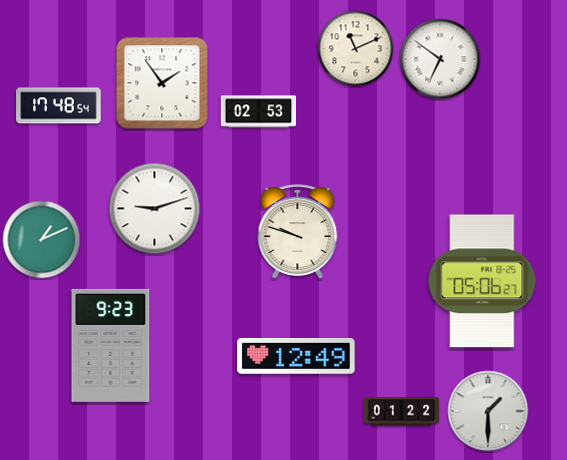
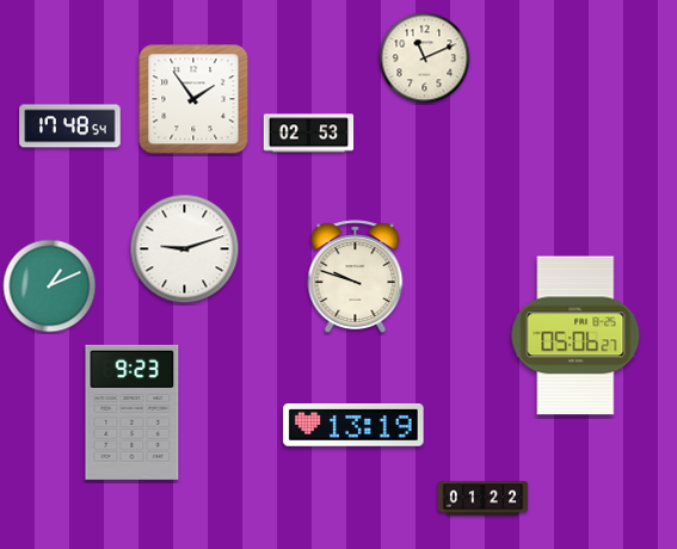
clock at (440, 59): 6:51 -> none
clock at (296, 357): 12:49 -> 13:19
clock at (488, 411): 1:30 -> none
clock at (402, 412) position: (402, 412) -> (484, 499)
